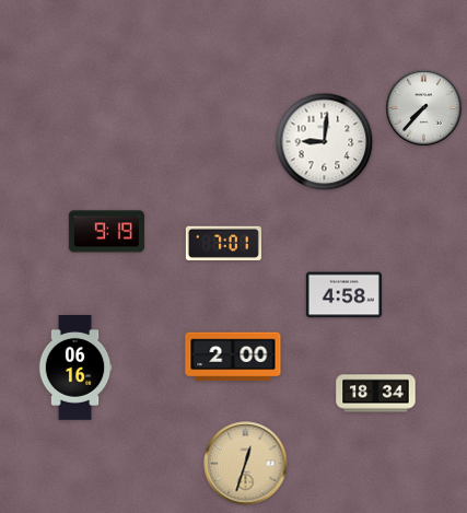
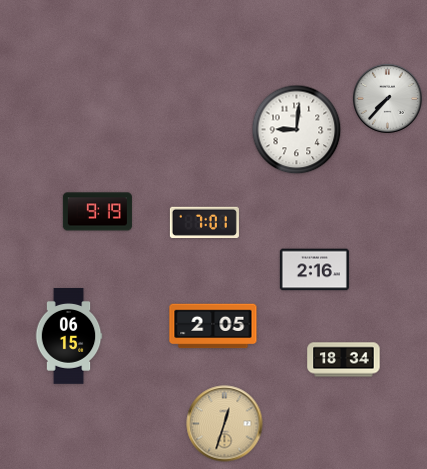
clock at (343, 295): 4:58 -> 2:16
clock at (233, 357): 2:00 -> 2:05
clock at (75, 369): 06:16 -> 06:15
